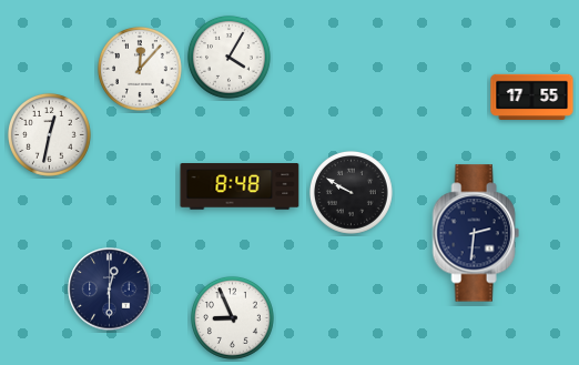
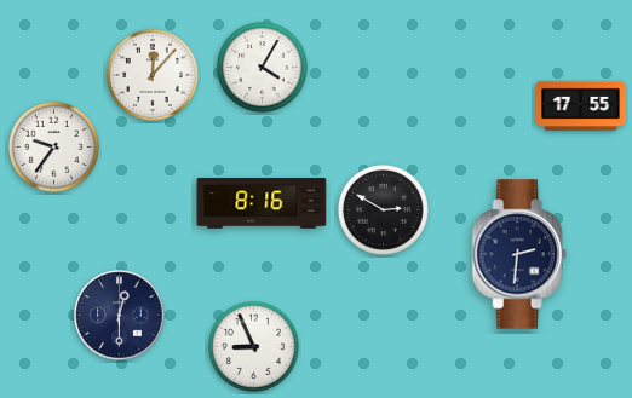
clock at (228, 57) position: (228, 57) -> (262, 67)
clock at (49, 134): 12:32 -> 9:36
clock at (240, 186): 8:48 -> 8:16
clock at (351, 192): 9:50 -> 2:50
